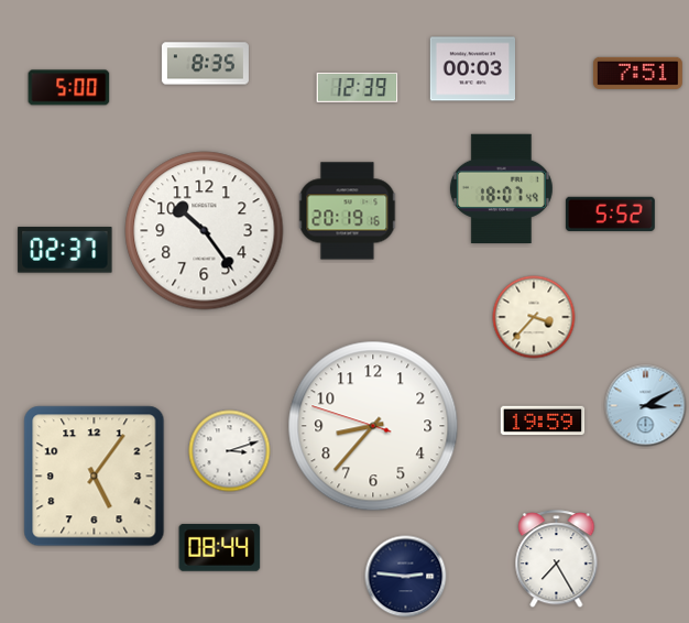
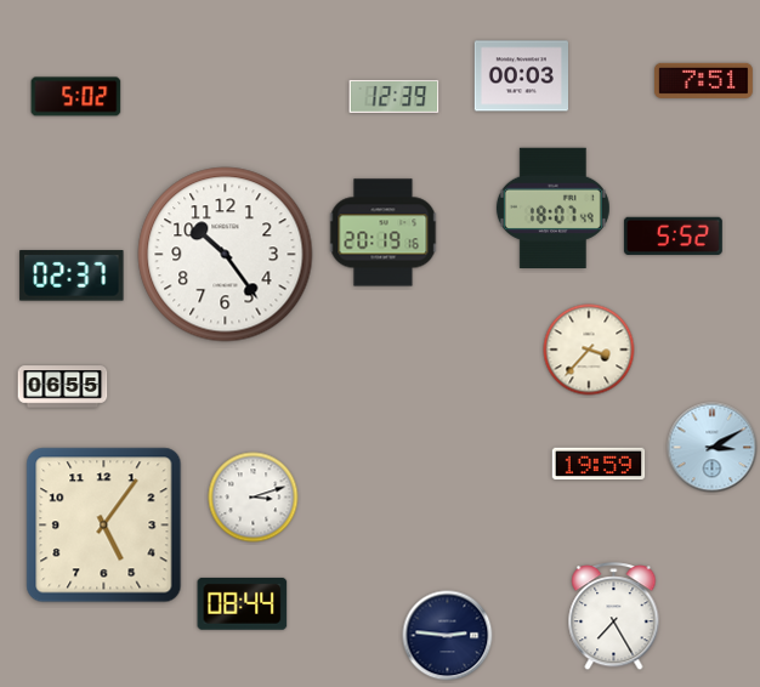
clock at (205, 64): 8:35 -> none
clock at (69, 88): 5:00 -> 5:02
clock at (63, 387): none -> 06:55
clock at (373, 426): 8:36 -> none
